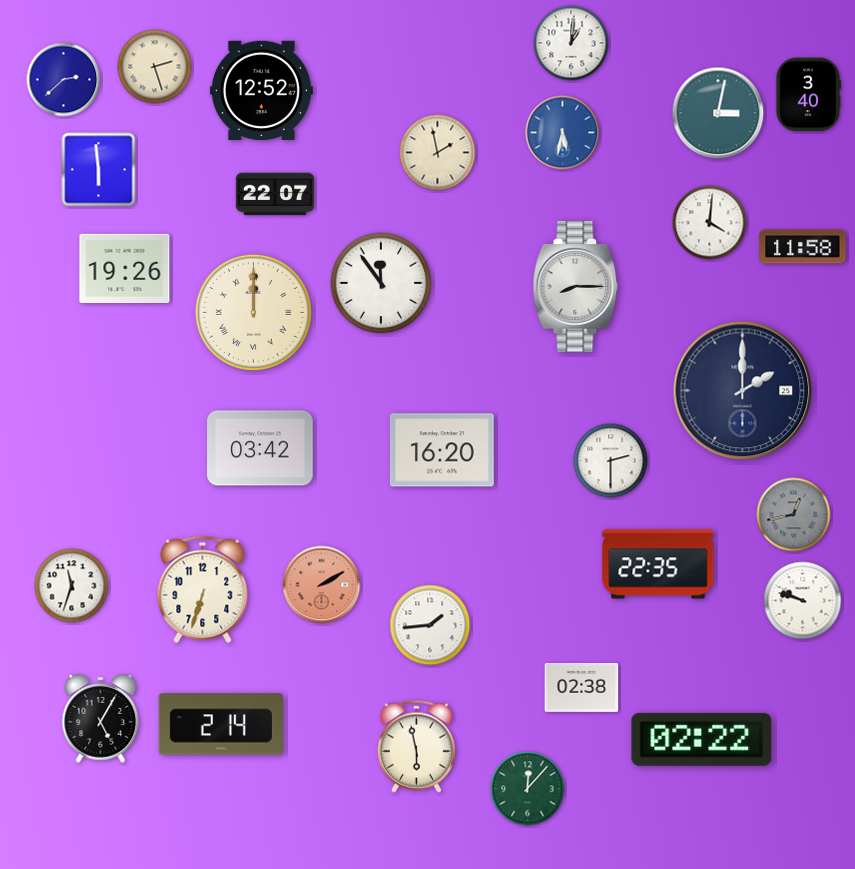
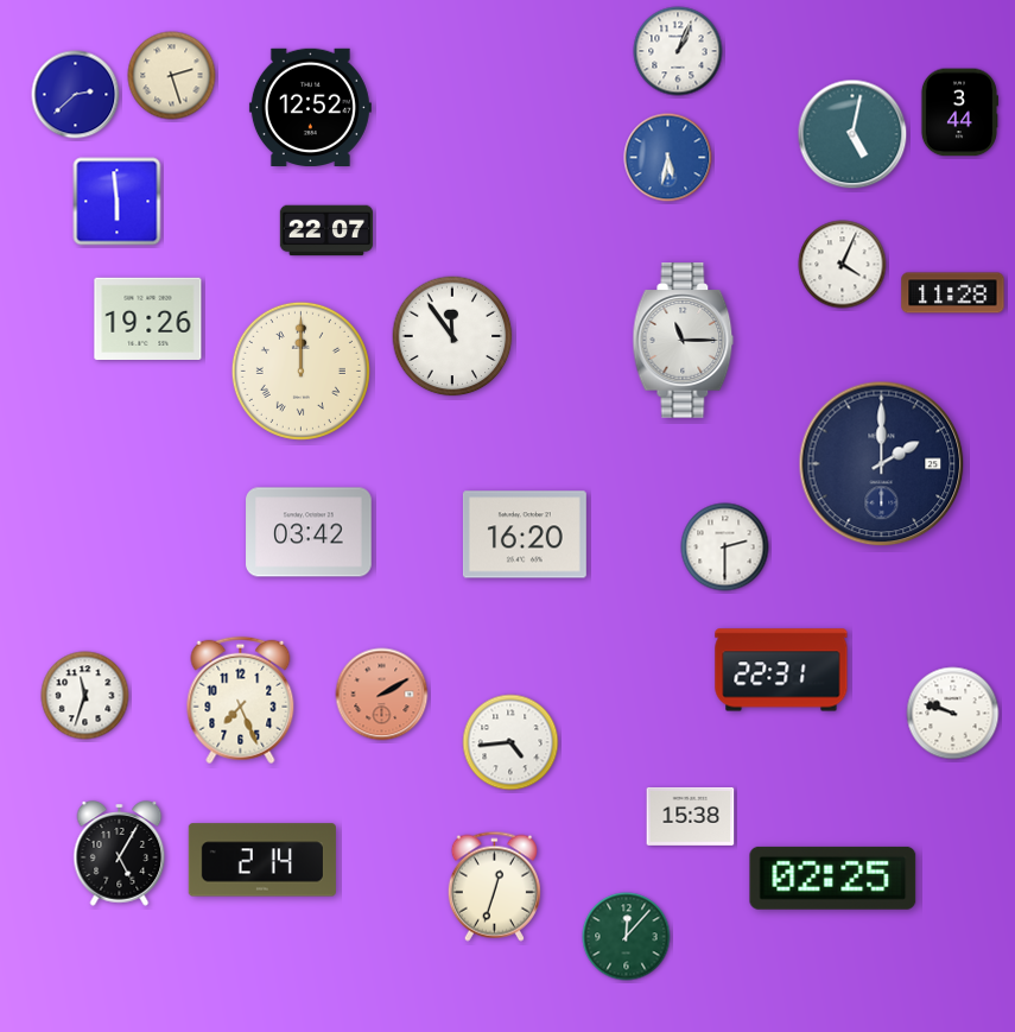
clock at (571, 43): 1:01 -> 1:04
clock at (155, 67) position: (155, 67) -> (172, 76)
clock at (808, 95): 3:40 -> 3:44
clock at (718, 113): 3:02 -> 5:02
clock at (438, 153): 1:58 -> none
clock at (710, 223): 4:01 -> 4:04
clock at (803, 247): 11:58 -> 11:28
clock at (576, 287): 8:15 -> 11:15
clock at (794, 515): 12:43 -> none
clock at (658, 564): 22:35 -> 22:31
clock at (203, 590): 6:33 -> 7:26
clock at (430, 625): 1:44 -> 4:44
clock at (582, 687): 02:38 -> 15:38
clock at (702, 739): 02:22 -> 02:25
clock at (416, 746): 5:58 -> 12:33
